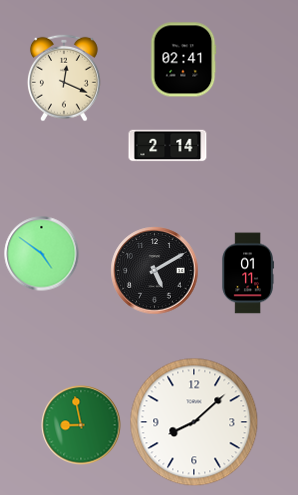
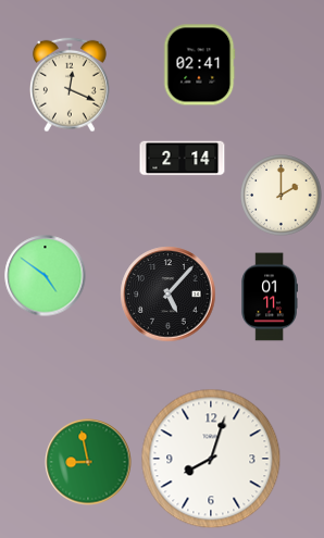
clock at (282, 196): none -> 2:00
clock at (155, 271): 5:10 -> 5:07
clock at (194, 422): 8:08 -> 8:03
